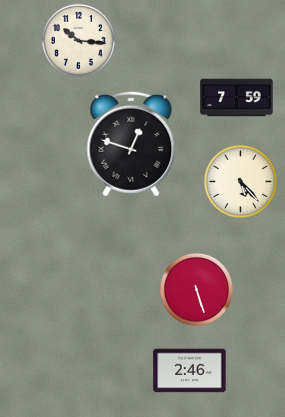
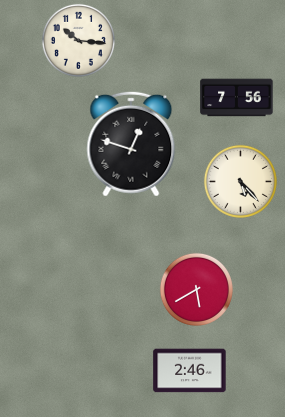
clock at (237, 98): 7:59 -> 7:56
clock at (196, 289): 5:27 -> 5:40
